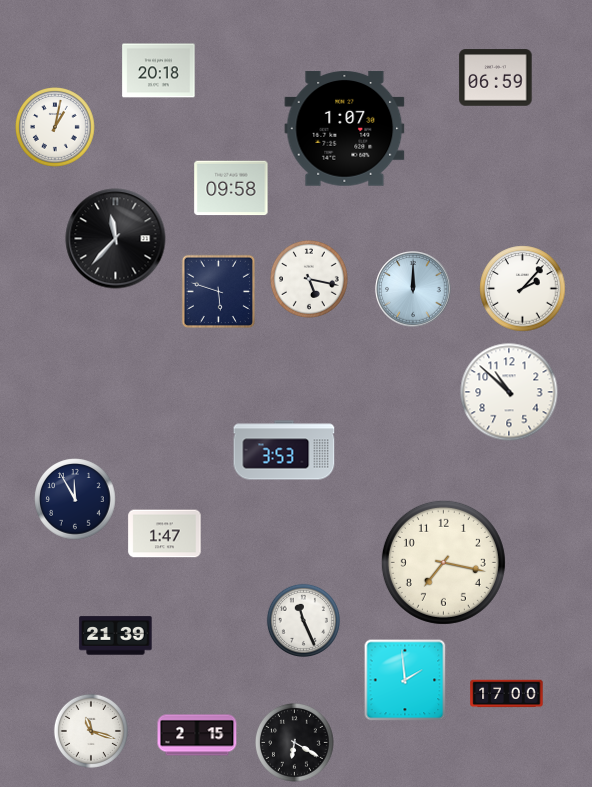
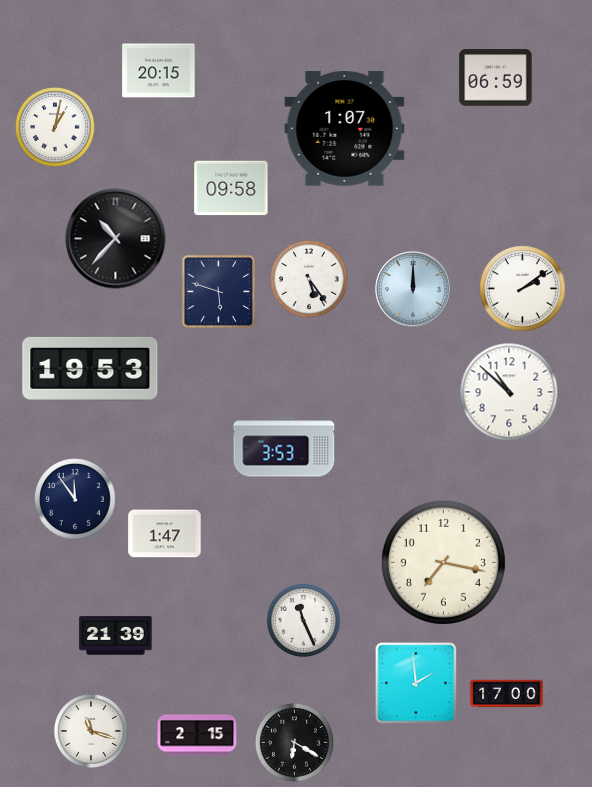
clock at (159, 71): 20:18 -> 20:15
clock at (116, 239): 11:37 -> 10:37
clock at (309, 279): 5:17 -> 5:24
clock at (523, 289): 2:07 -> 2:09
clock at (90, 369): none -> 19:53
clock at (284, 450) position: (284, 450) -> (284, 447)
clock at (75, 499): 11:55 -> 11:54
clock at (405, 680) position: (405, 680) -> (416, 683)
